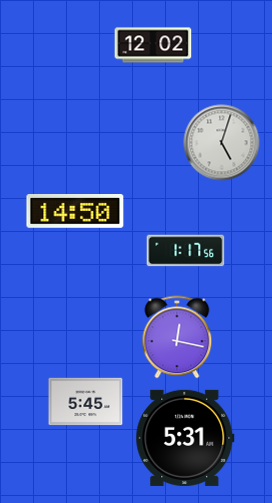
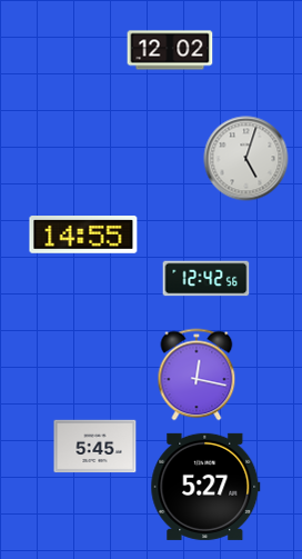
clock at (75, 212): 14:50 -> 14:55
clock at (186, 251): 1:17 -> 12:42
clock at (185, 438): 5:31 -> 5:27
